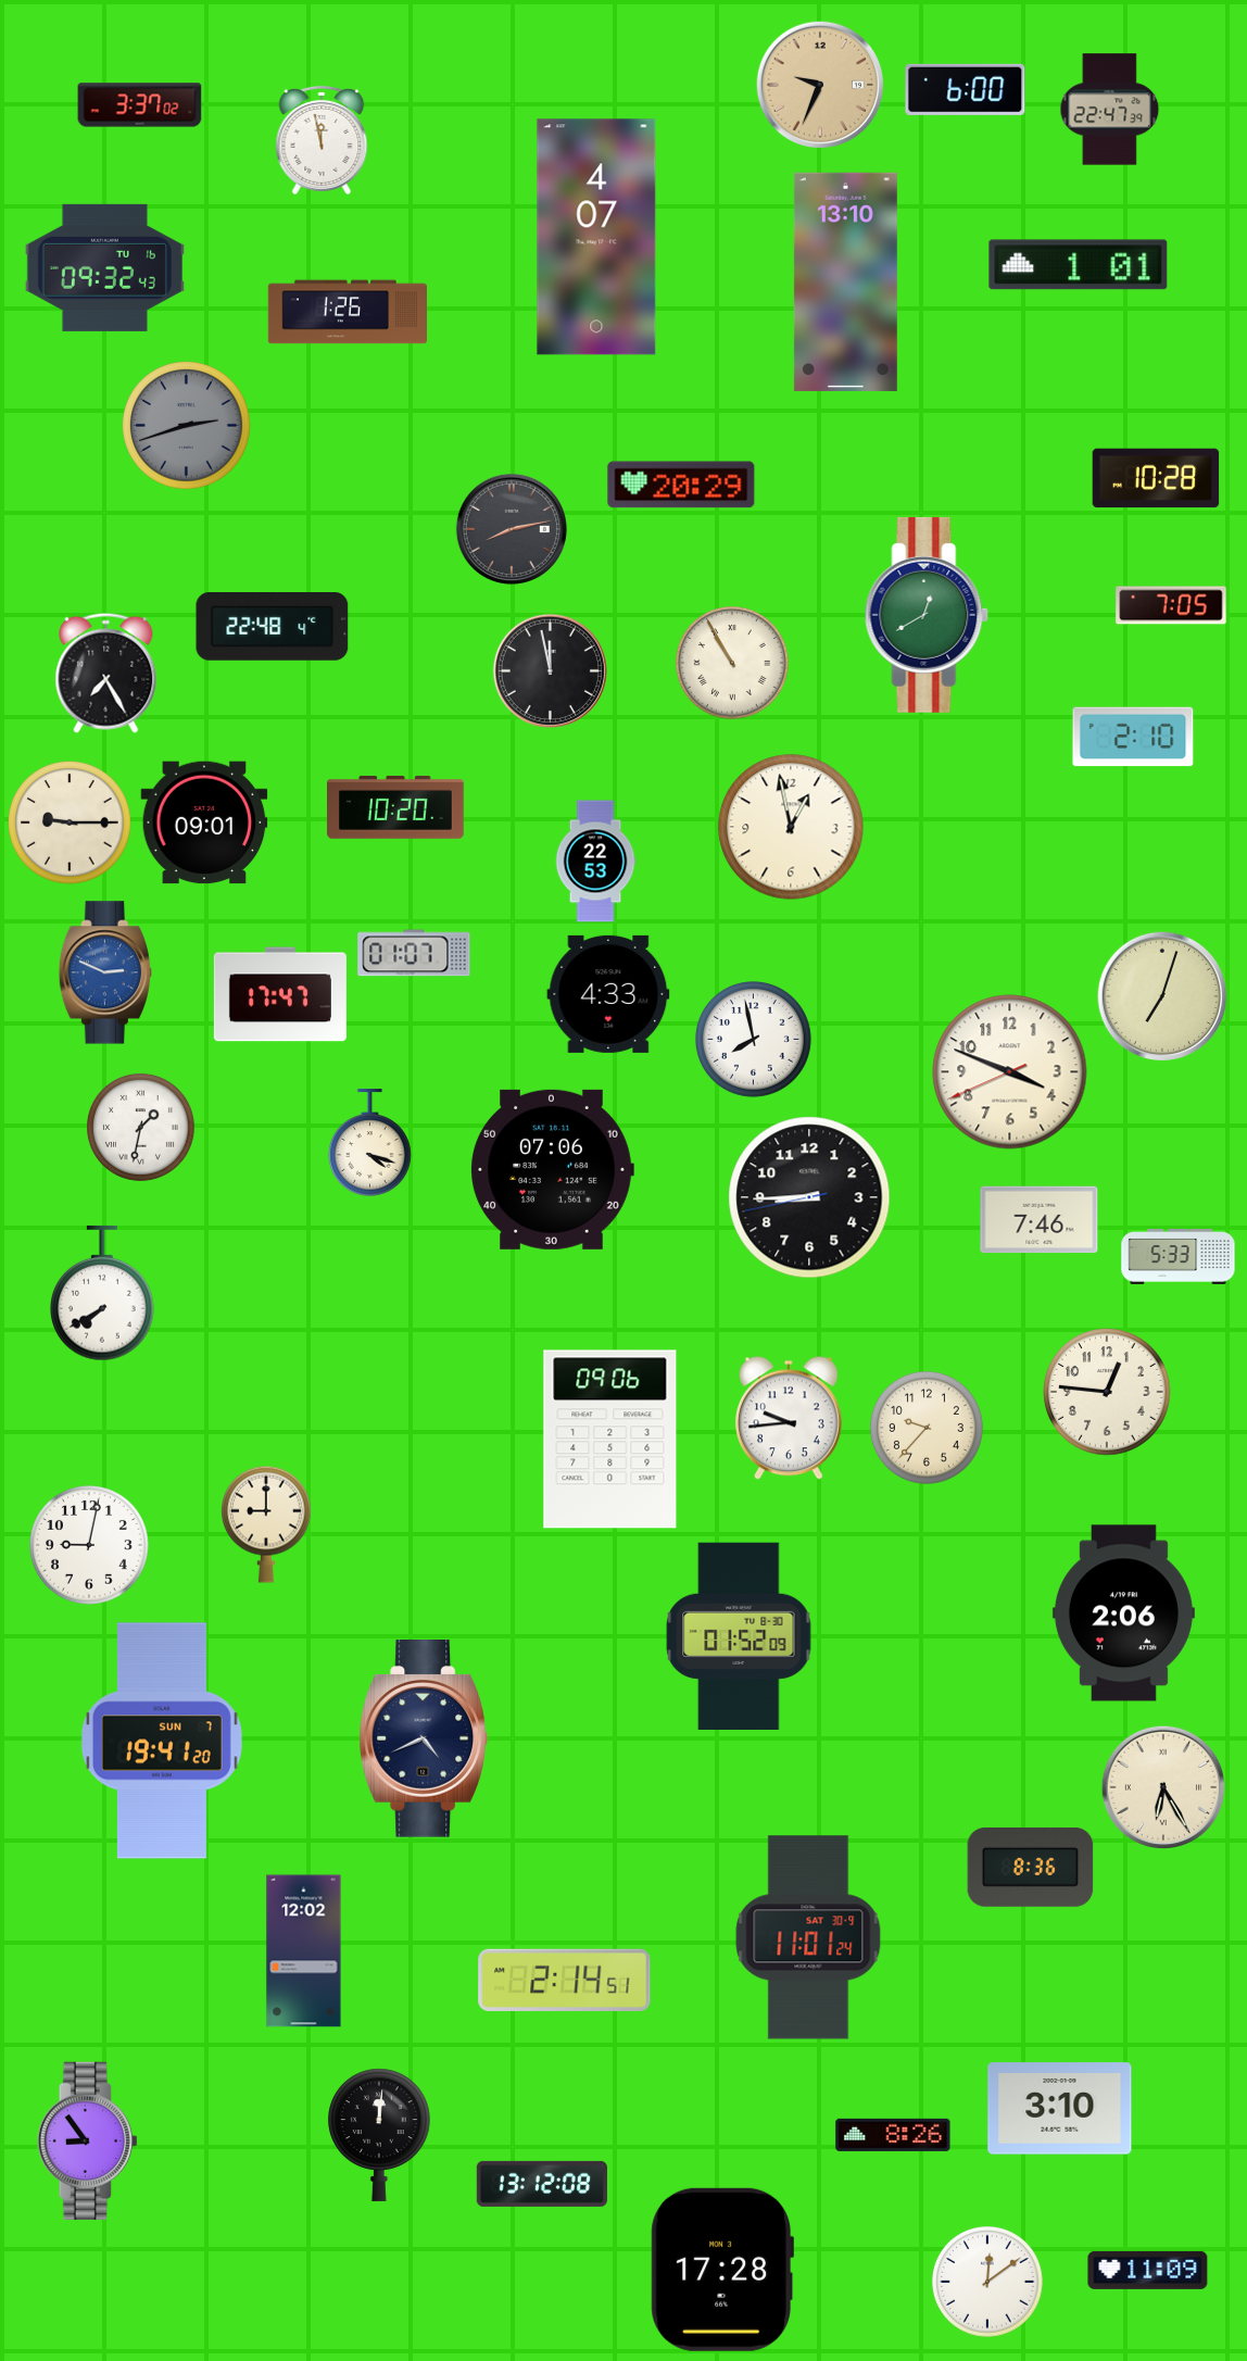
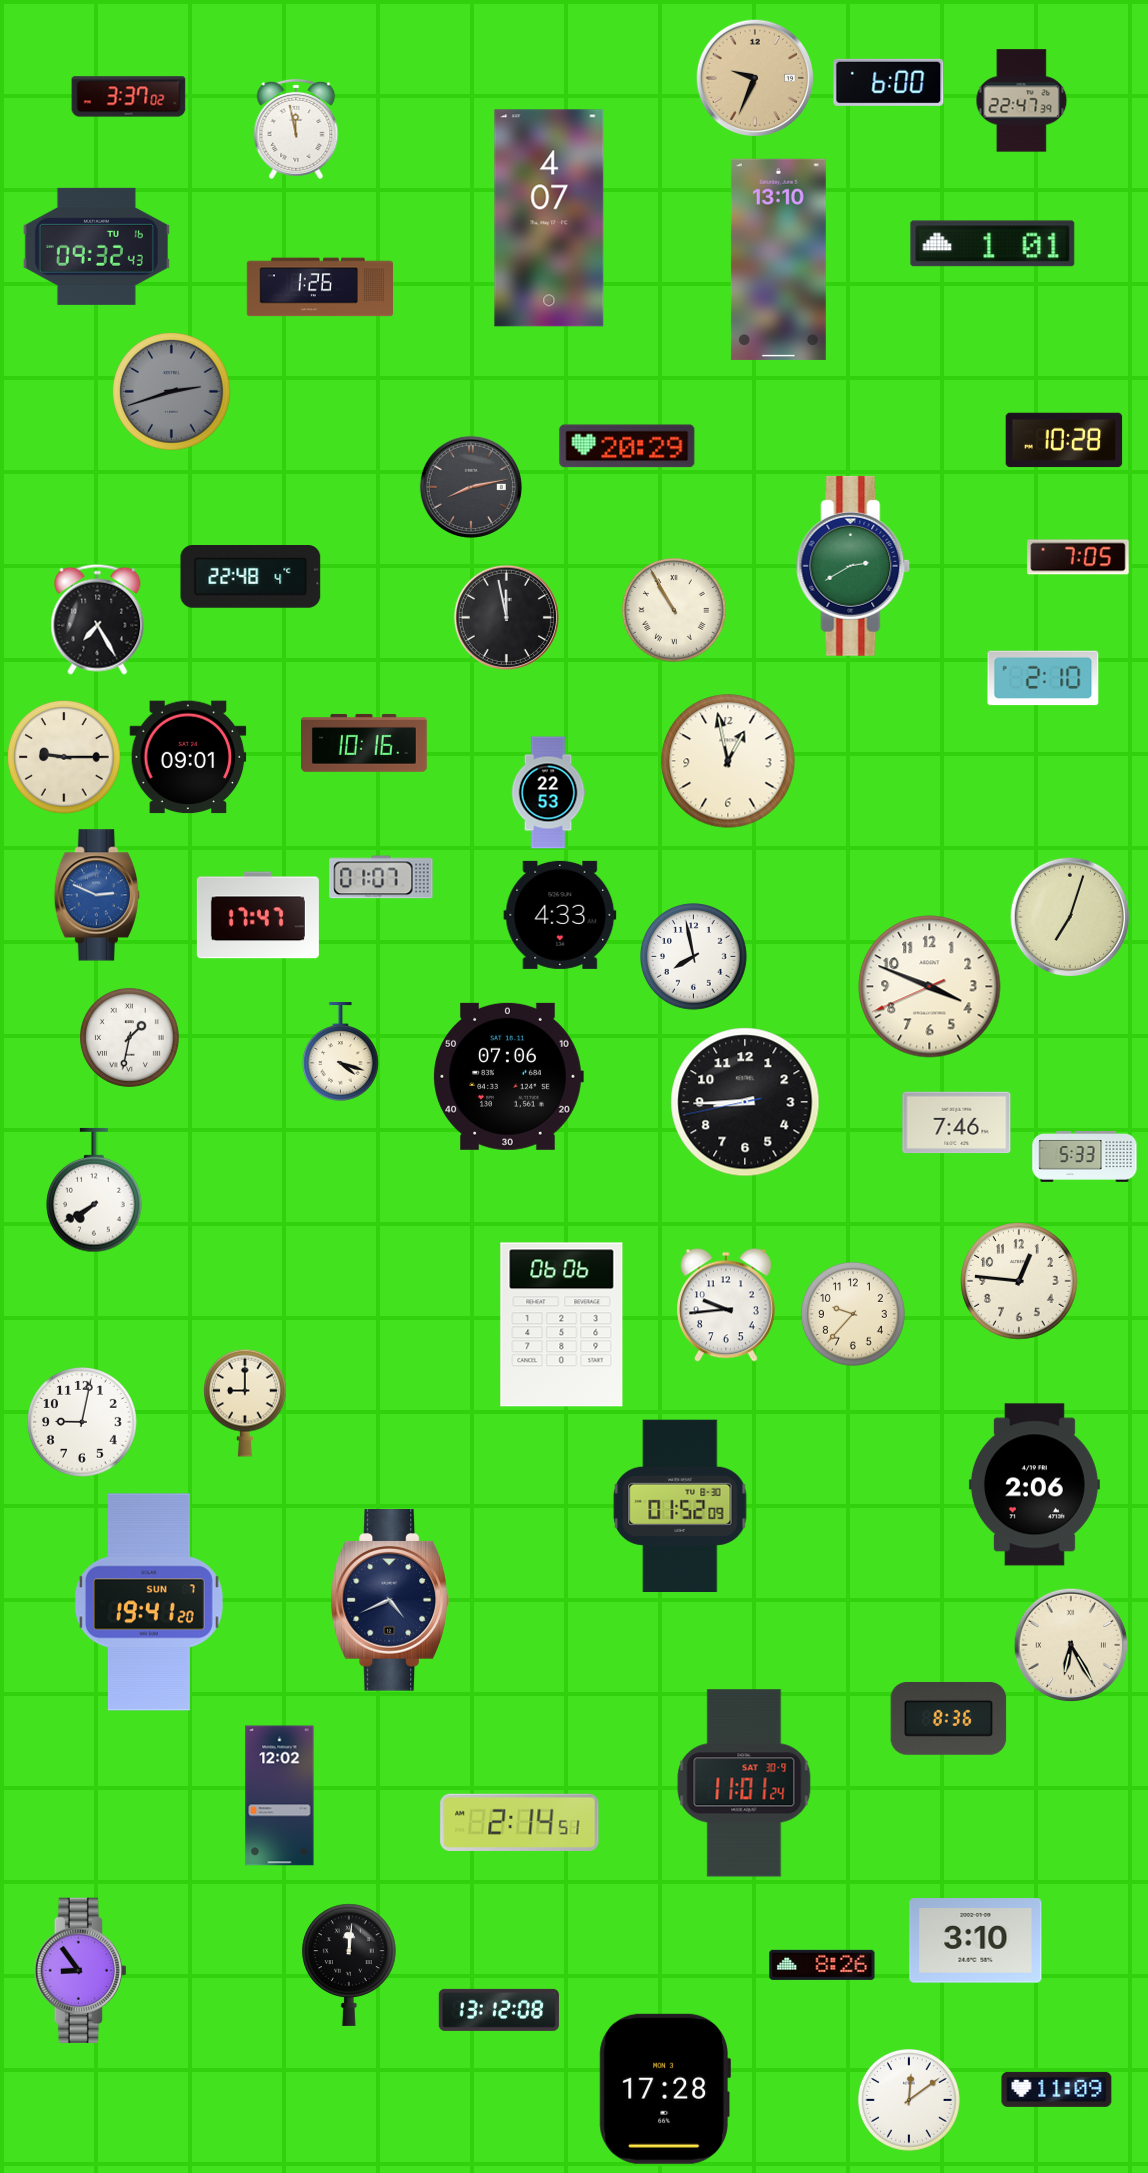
clock at (927, 615): 12:40 -> 2:40
clock at (396, 807): 10:20 -> 10:16
clock at (610, 1440): 09:06 -> 06:06
